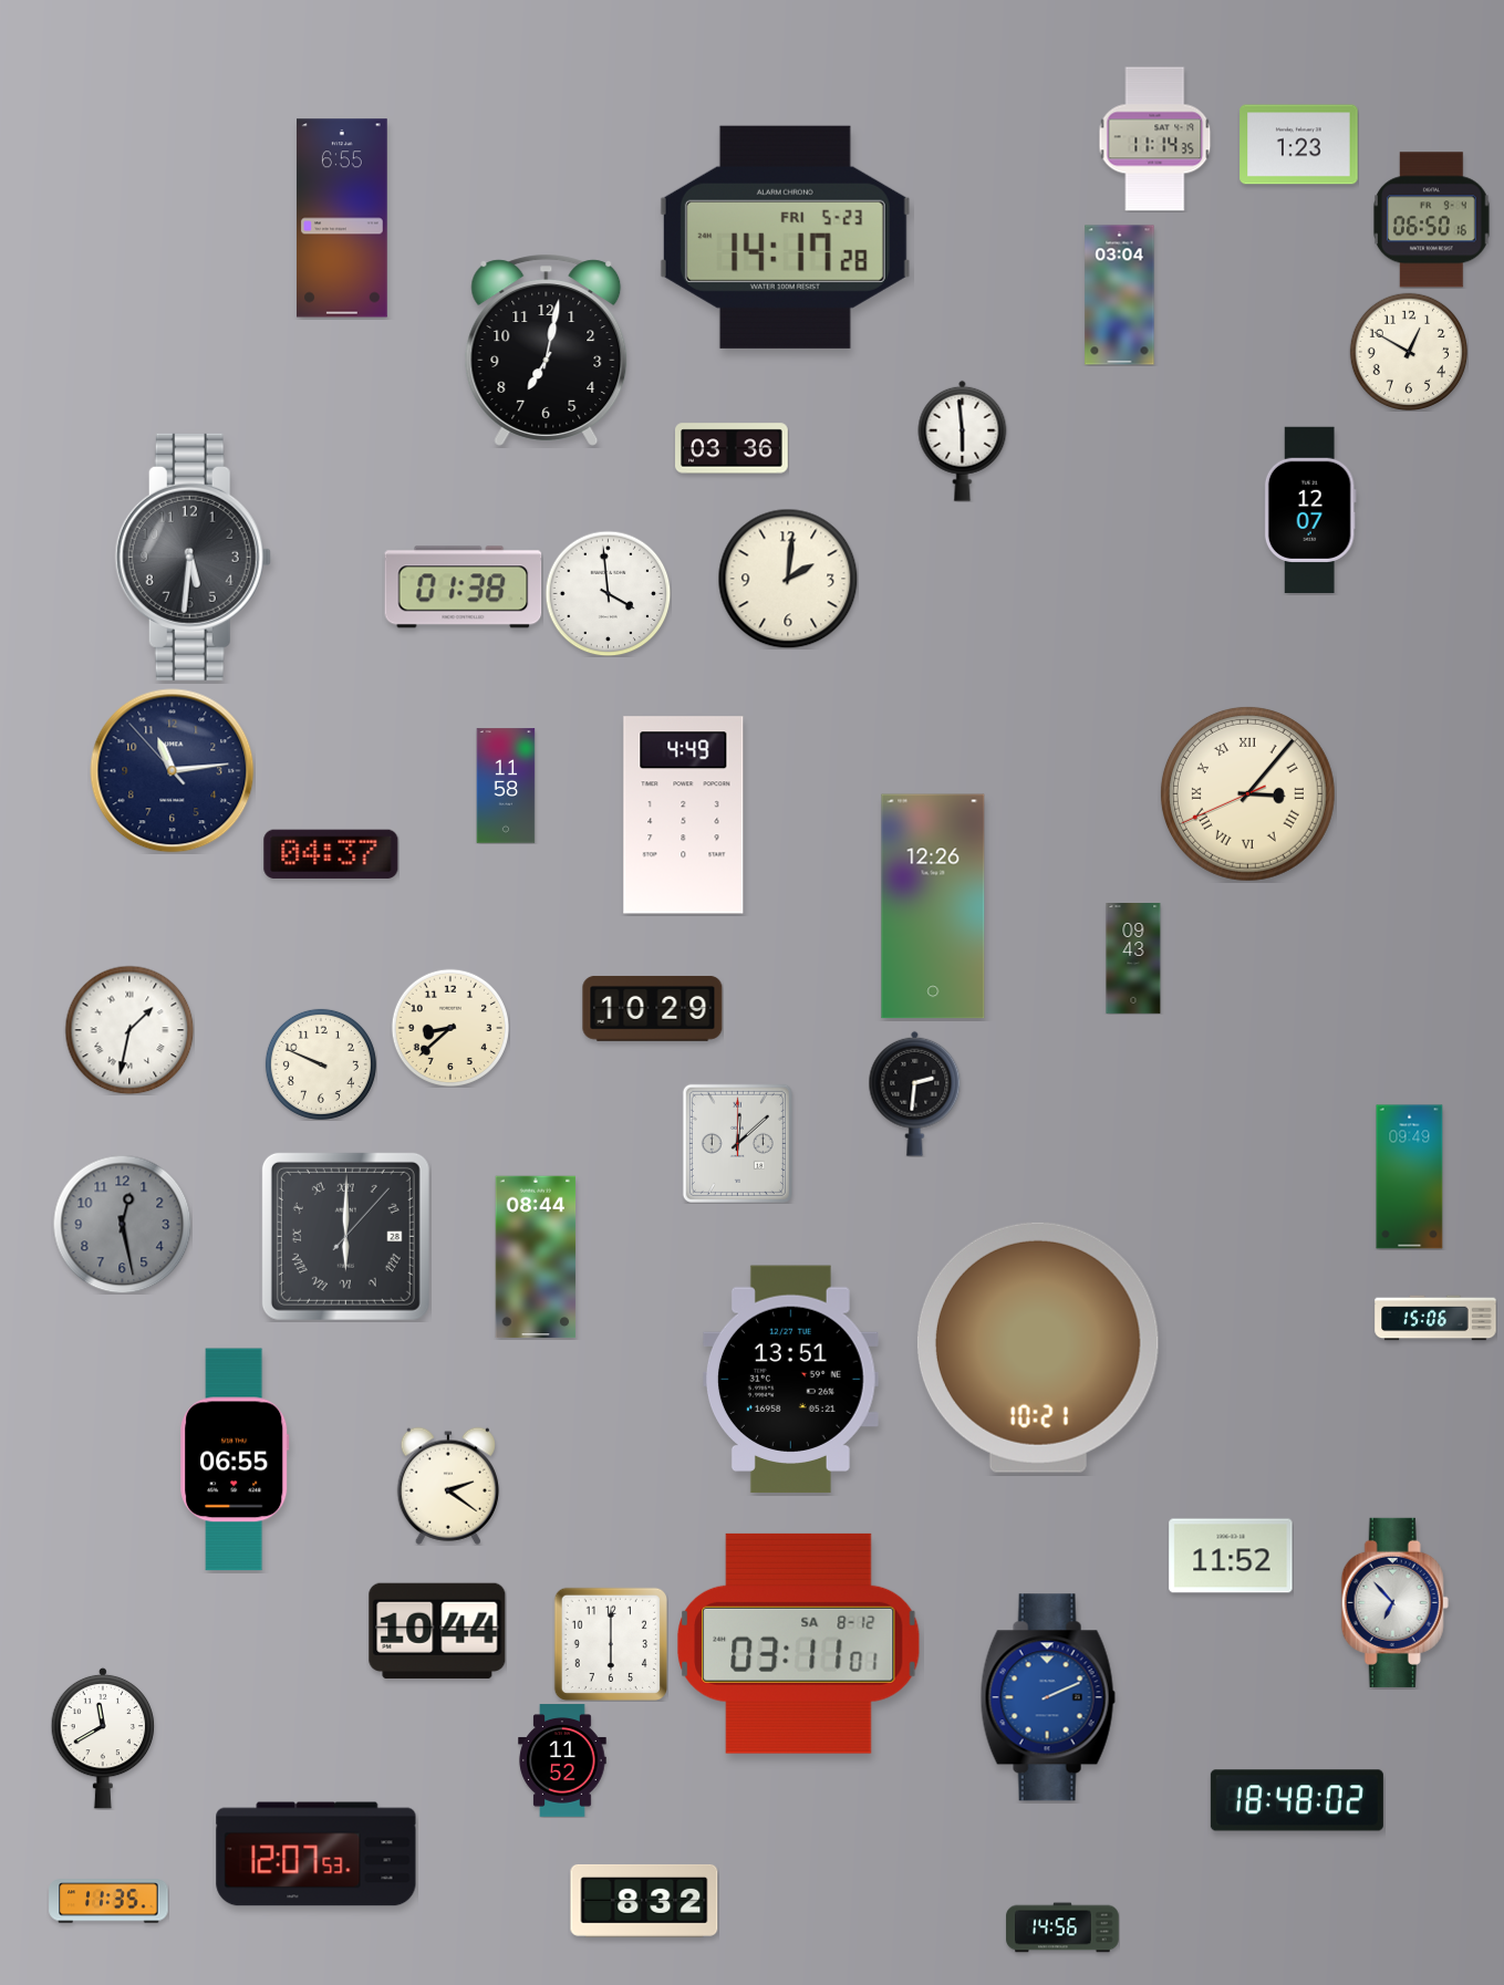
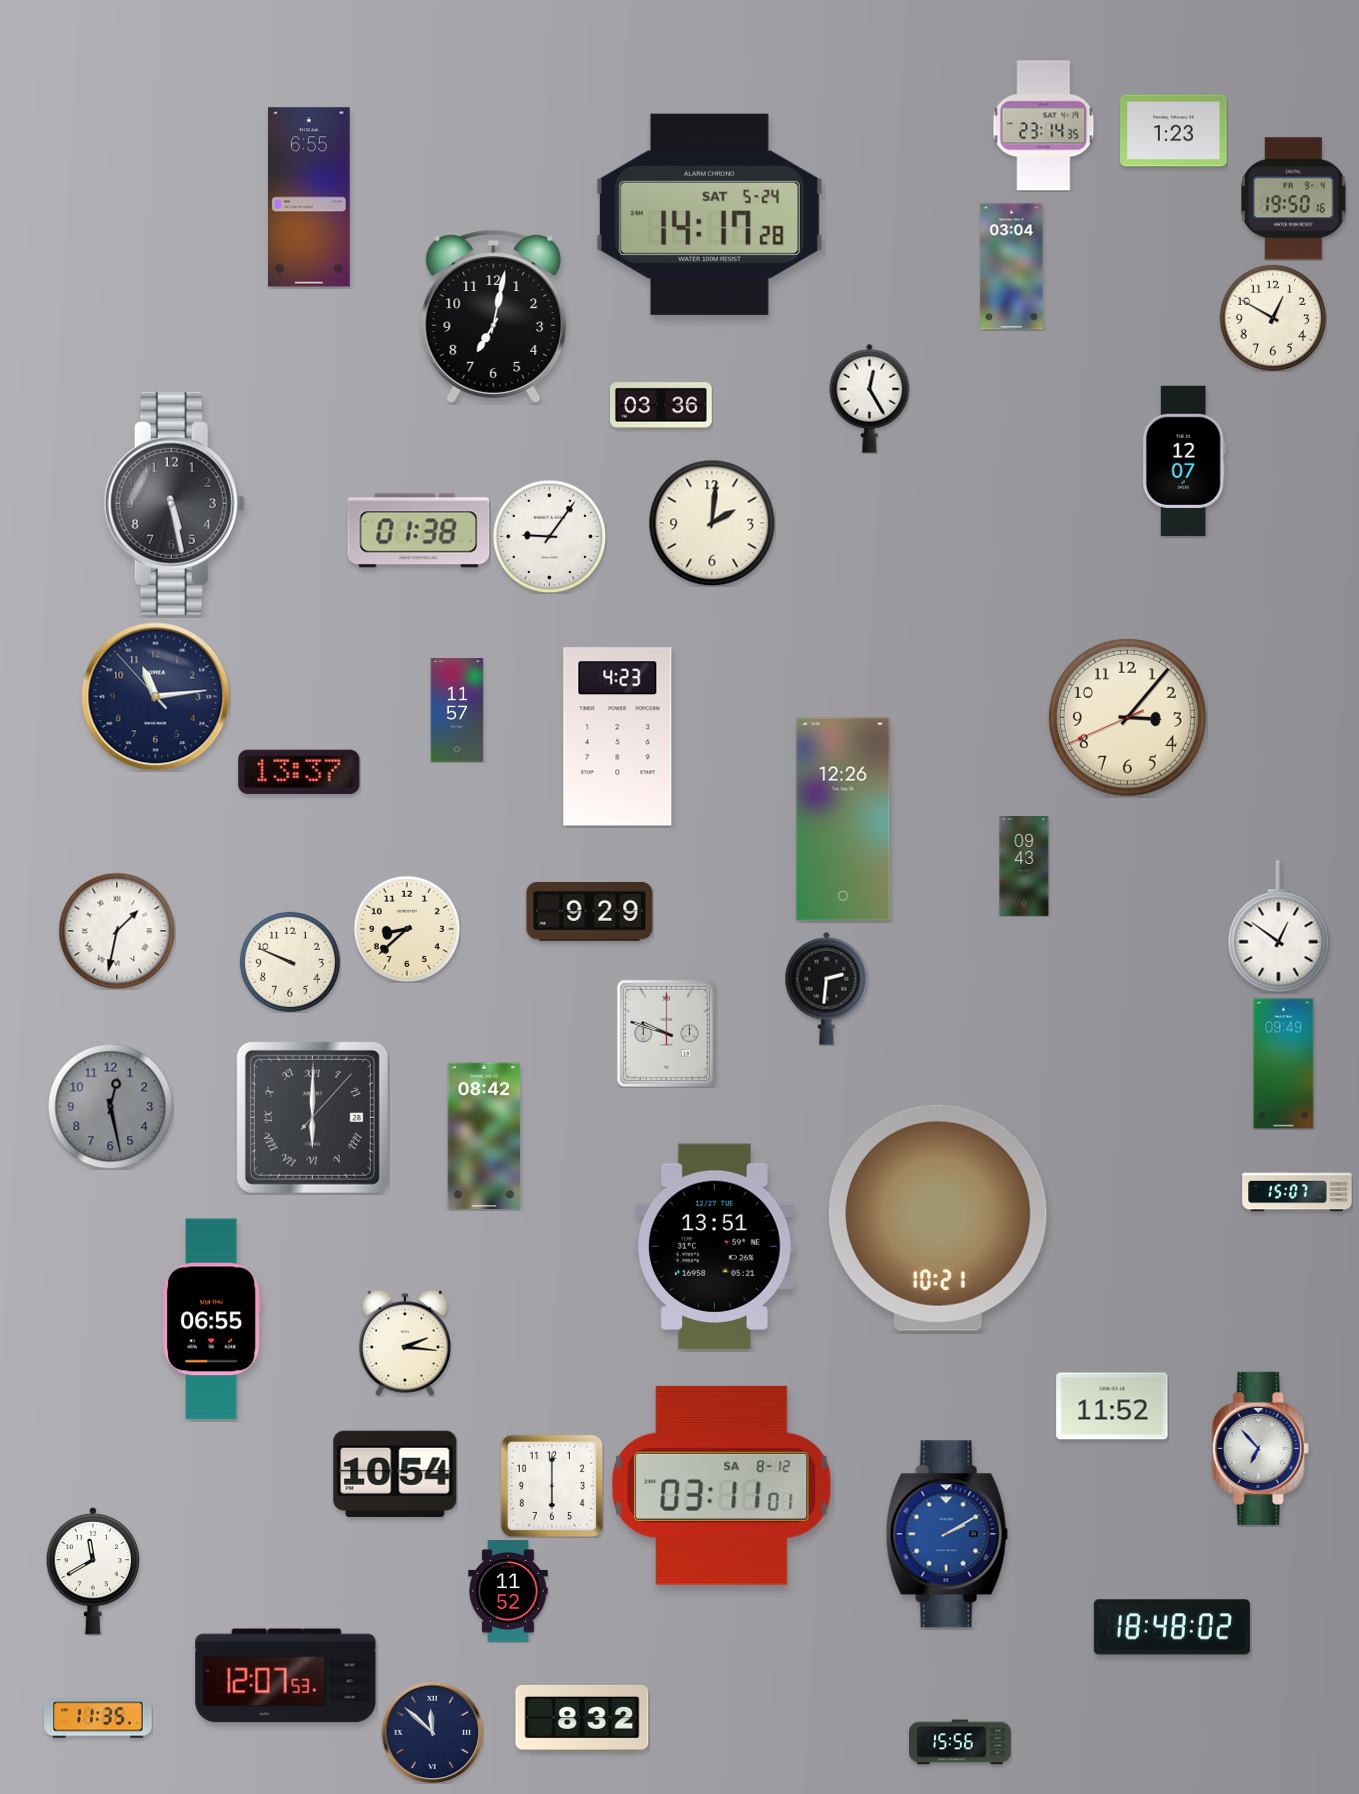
clock at (1155, 139): 11:14 -> 23:14
clock at (1432, 220): 06:50 -> 19:50
clock at (785, 237) date: FRI 5-23 -> SAT 5-24
clock at (963, 440): 5:59 -> 12:25
clock at (193, 557): 5:31 -> 5:28
clock at (608, 593): 3:59 -> 9:06
clock at (506, 786): 11:58 -> 11:57
clock at (1247, 793) numerals: Roman -> Arabic
clock at (684, 815): 4:49 -> 4:23
clock at (331, 854): 04:37 -> 13:37
clock at (653, 1008): 10:29 -> 9:29
clock at (1279, 927): none -> 12:51
clock at (737, 1143): 12:08 -> 9:48
clock at (1410, 1177) position: (1410, 1177) -> (1284, 1064)
clock at (536, 1257): 08:44 -> 08:42
clock at (1435, 1318): 15:06 -> 15:07
clock at (448, 1486): 2:21 -> 2:16
clock at (437, 1631): 10:44 -> 10:54
clock at (1048, 1697): 2:11 -> 2:10
clock at (432, 1732): none -> 11:52
clock at (1062, 1927): 14:56 -> 15:56
